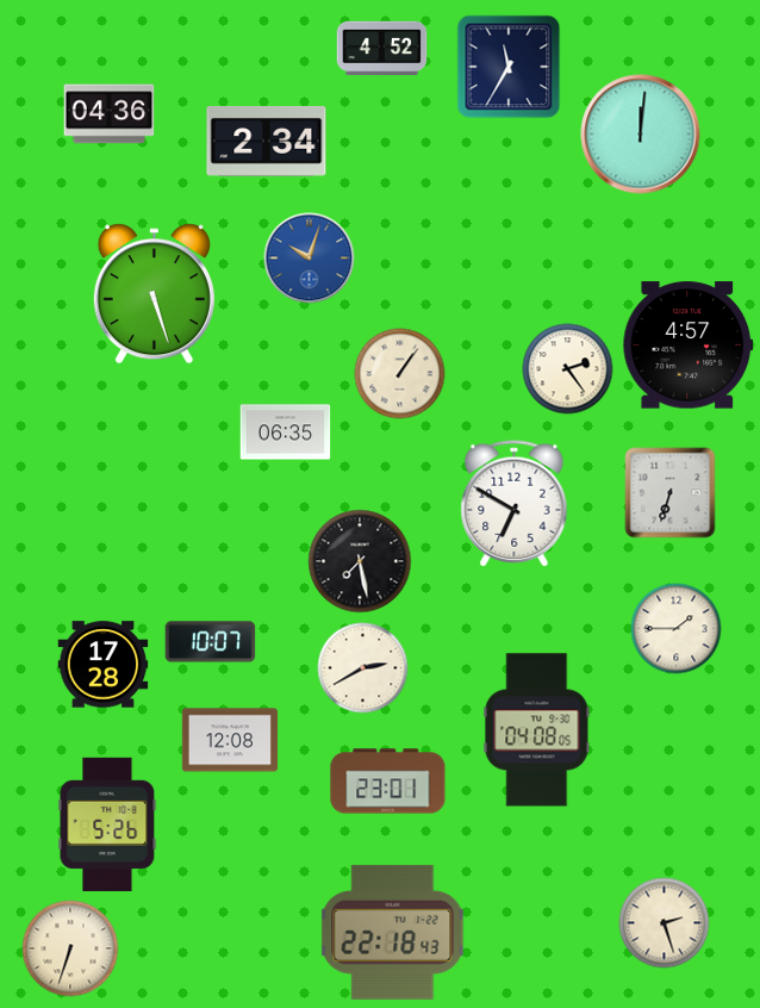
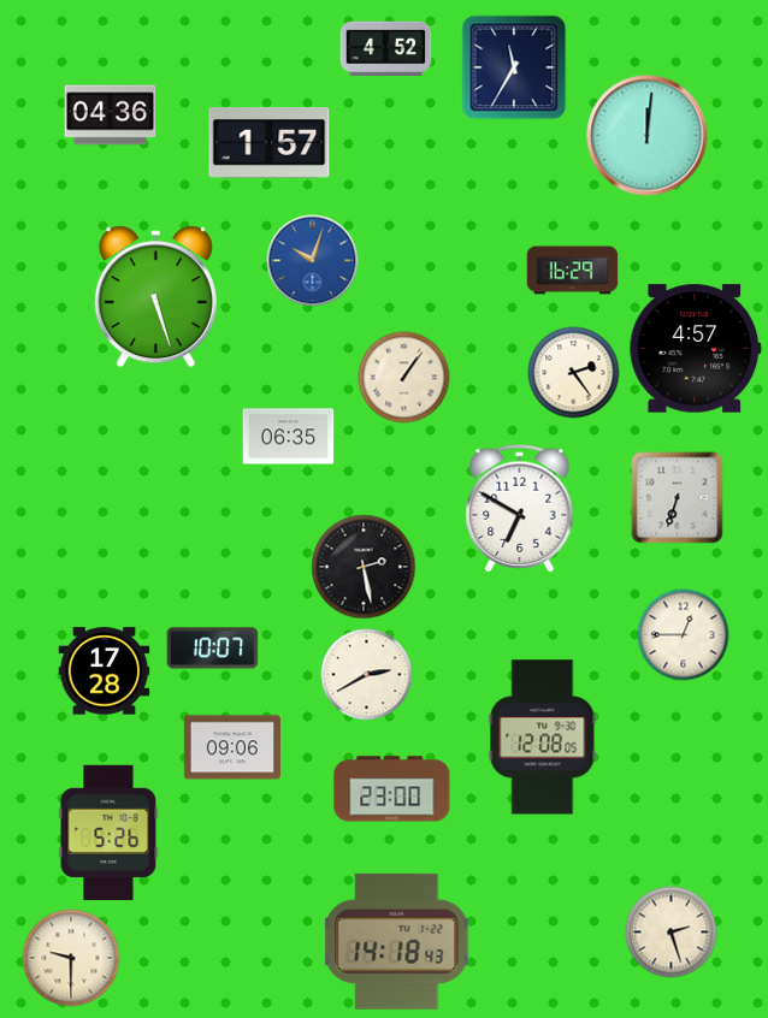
clock at (267, 142): 2:34 -> 1:57
clock at (573, 271): none -> 16:29
clock at (360, 561): 7:28 -> 2:28
clock at (677, 629): 1:45 -> 12:45
clock at (537, 730): 04:08 -> 12:08
clock at (230, 740): 12:08 -> 09:06
clock at (388, 782): 23:01 -> 23:00
clock at (393, 932): 22:18 -> 14:18
clock at (70, 948): 6:33 -> 9:30
